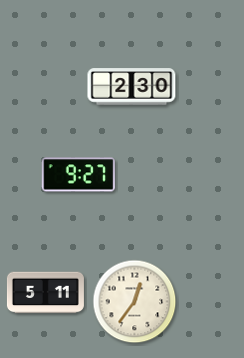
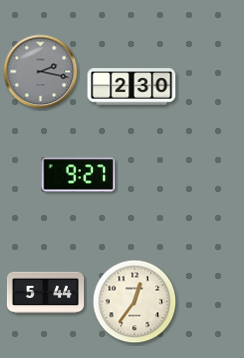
clock at (41, 72): none -> 2:17
clock at (45, 293): 5:11 -> 5:44
